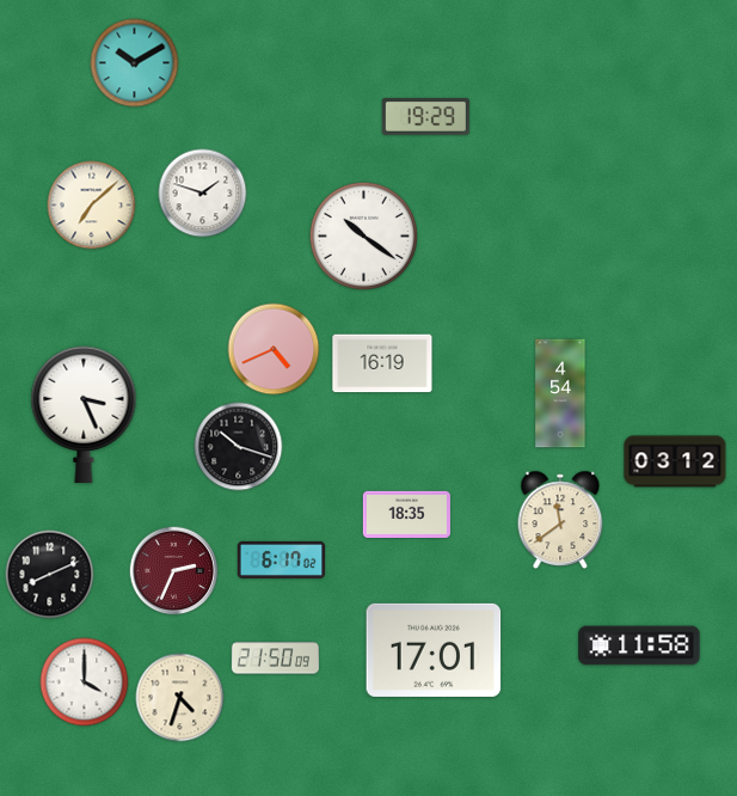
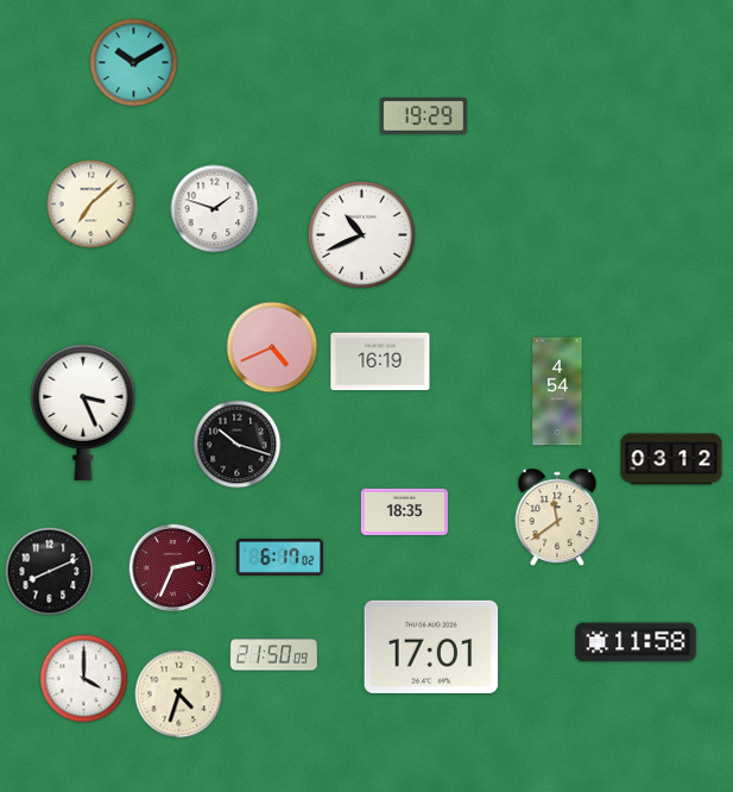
clock at (203, 194) position: (203, 194) -> (215, 209)
clock at (363, 235): 10:21 -> 10:41
